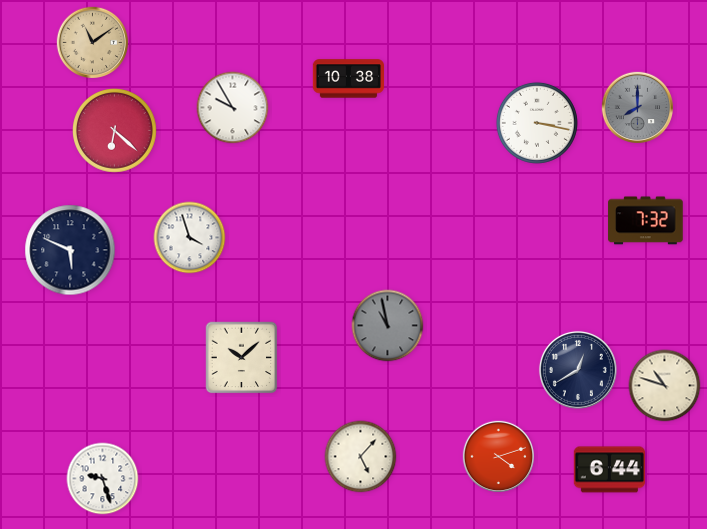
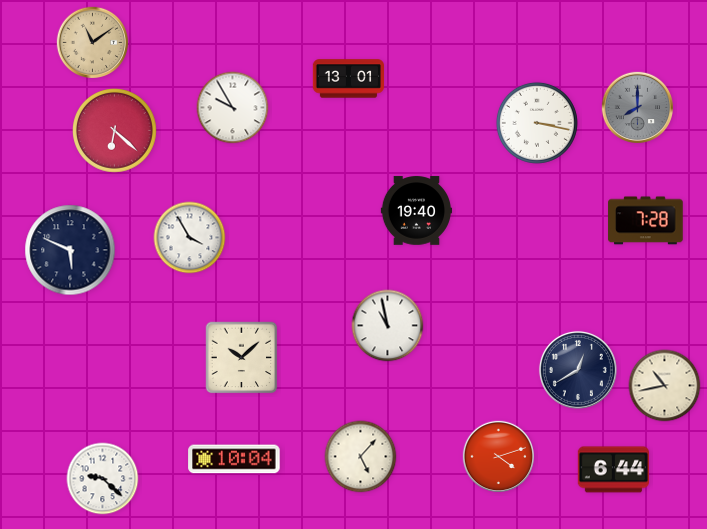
clock at (349, 79): 10:38 -> 13:01
clock at (416, 211): none -> 19:40
clock at (646, 221): 7:32 -> 7:28
clock at (190, 238): 3:57 -> 3:55
clock at (388, 326) dial: grey -> white
clock at (665, 386): 10:48 -> 10:43
clock at (234, 459): none -> 10:04
clock at (609, 470) position: (609, 470) -> (613, 470)
clock at (103, 479): 9:27 -> 9:22
